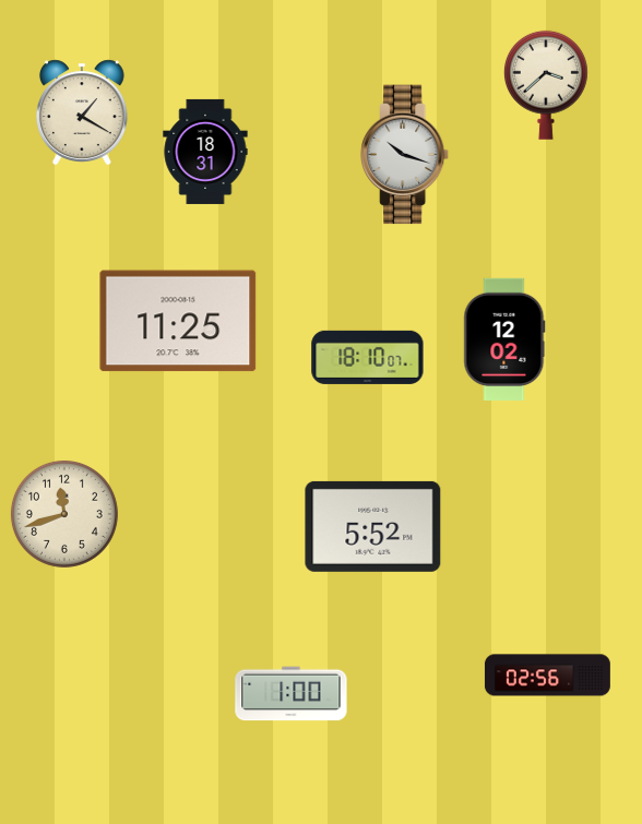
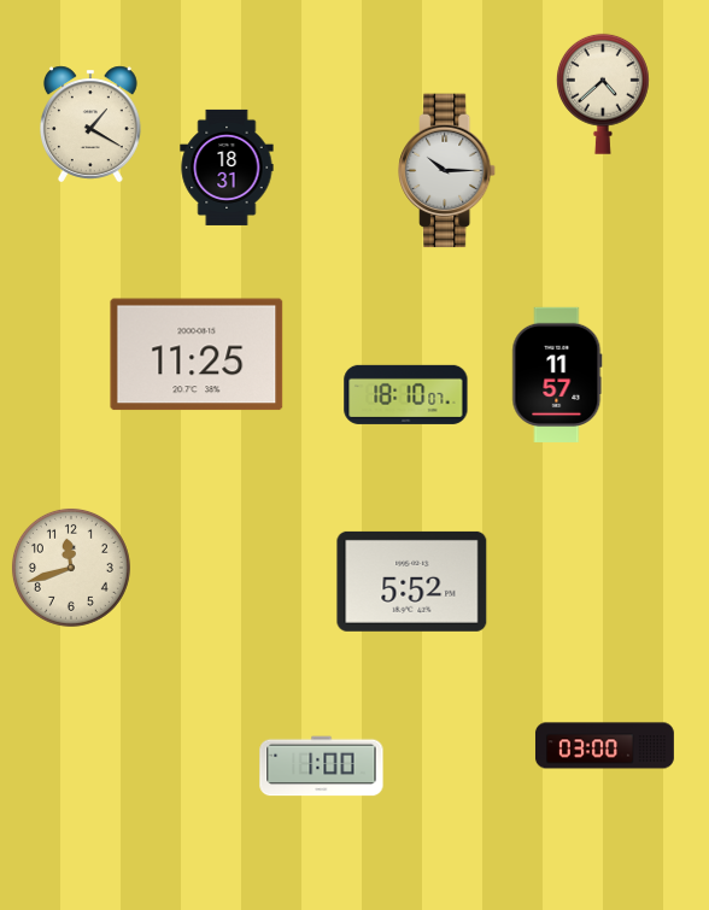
clock at (546, 85): 3:38 -> 4:38
clock at (406, 155): 10:18 -> 10:15
clock at (504, 338): 12:02 -> 11:57
clock at (547, 676): 02:56 -> 03:00
